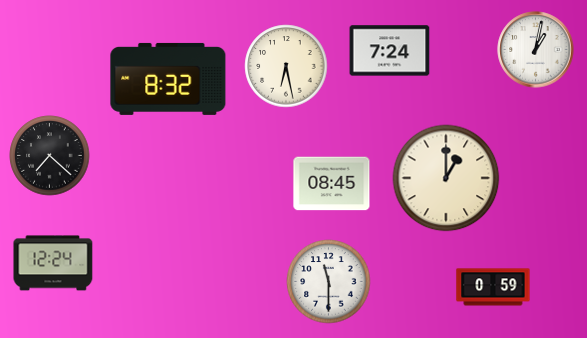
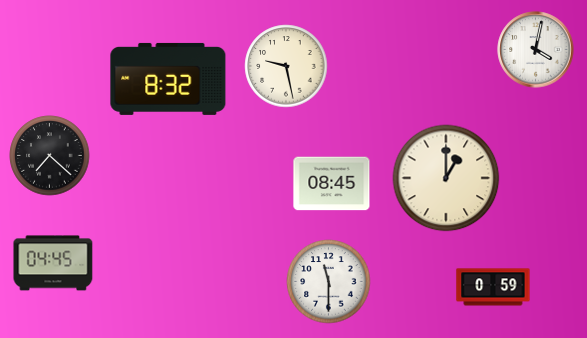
clock at (536, 50): 1:02 -> 4:02
clock at (390, 51): 7:24 -> none
clock at (286, 66): 6:28 -> 9:28
clock at (53, 263): 12:24 -> 04:45
